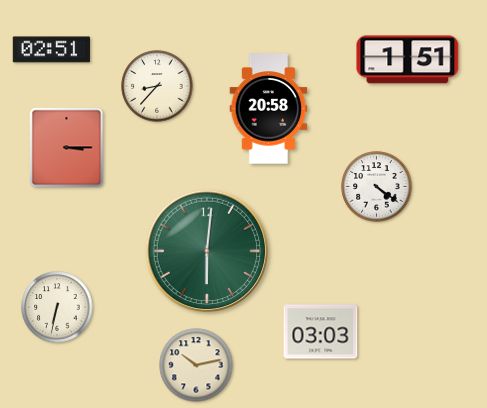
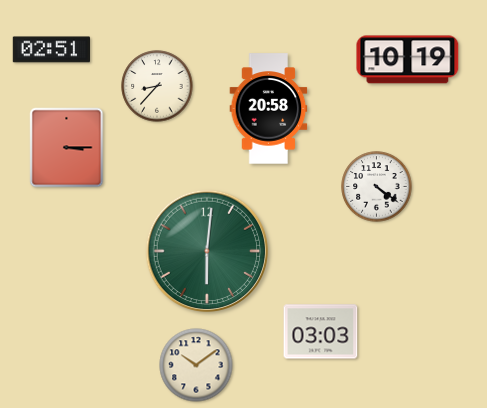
clock at (408, 60): 1:51 -> 10:19
clock at (57, 307): 6:32 -> none
clock at (196, 365): 10:13 -> 10:09
